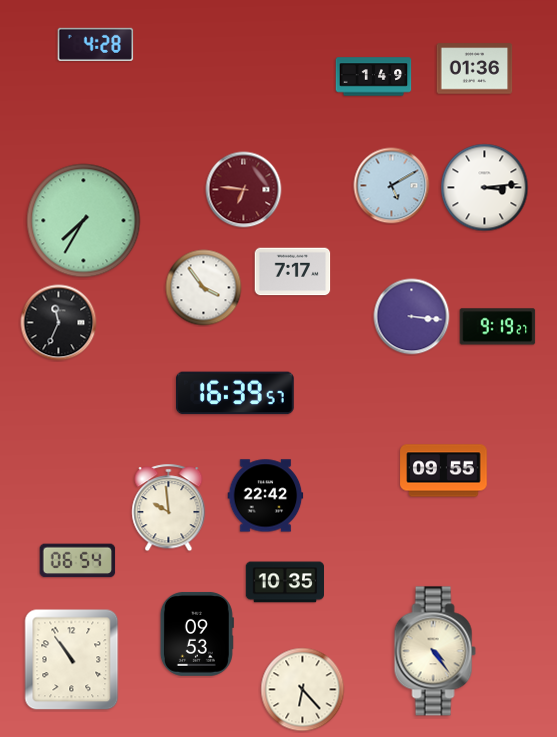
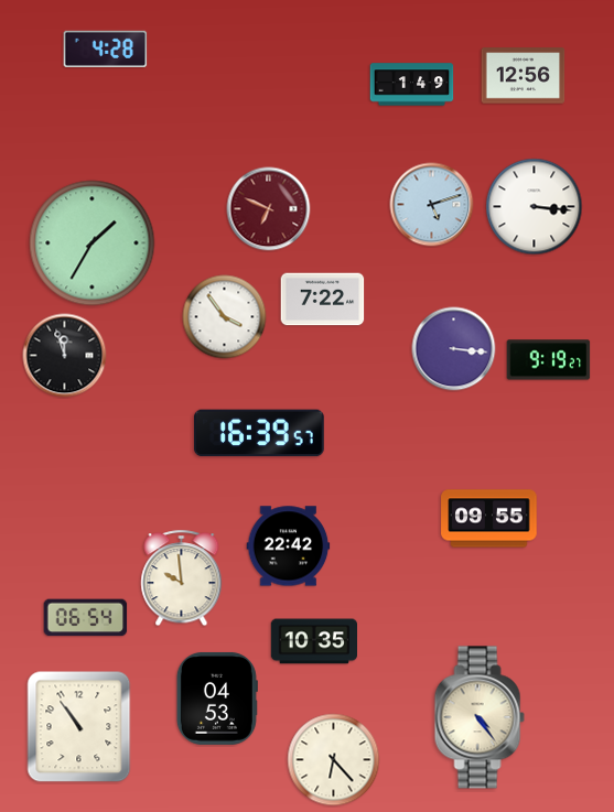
clock at (475, 69): 01:36 -> 12:56
clock at (392, 186): 5:10 -> 5:12
clock at (485, 188): 3:14 -> 3:16
clock at (244, 190): 6:46 -> 6:49
clock at (84, 221): 7:35 -> 1:35
clock at (293, 272): 7:17 -> 7:22
clock at (59, 323): 11:34 -> 11:57
clock at (266, 496) position: (266, 496) -> (289, 546)
clock at (169, 508) position: (169, 508) -> (182, 578)
clock at (197, 634): 09:53 -> 04:53
